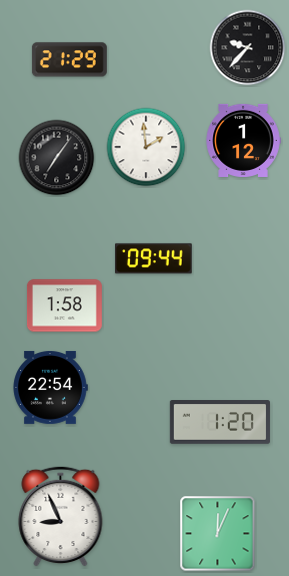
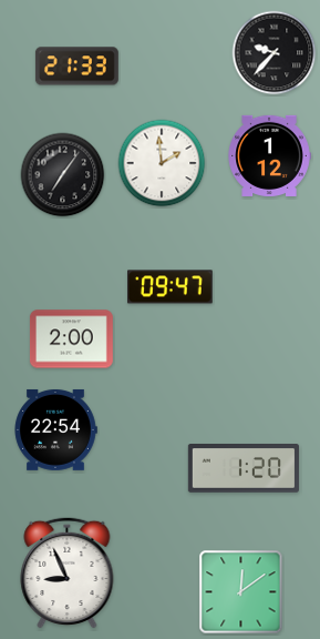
clock at (69, 60): 21:29 -> 21:33
clock at (154, 259): 09:44 -> 09:47
clock at (64, 306): 1:58 -> 2:00
clock at (218, 534): 12:04 -> 12:09
